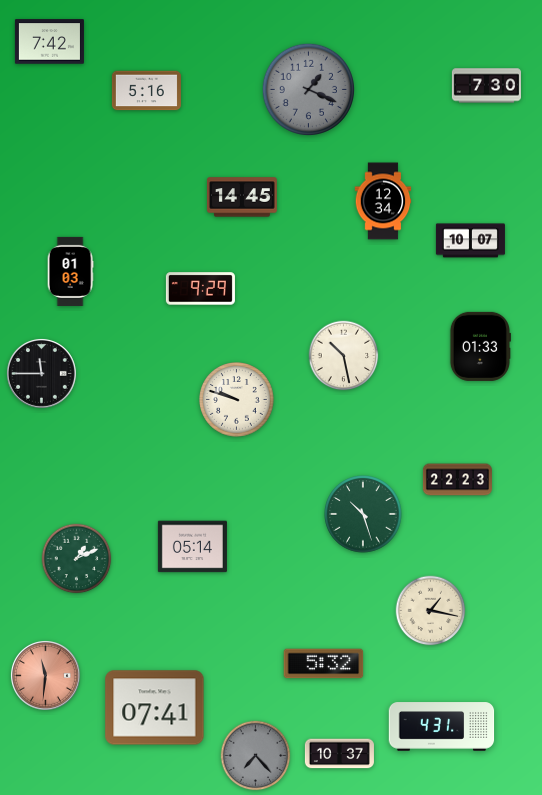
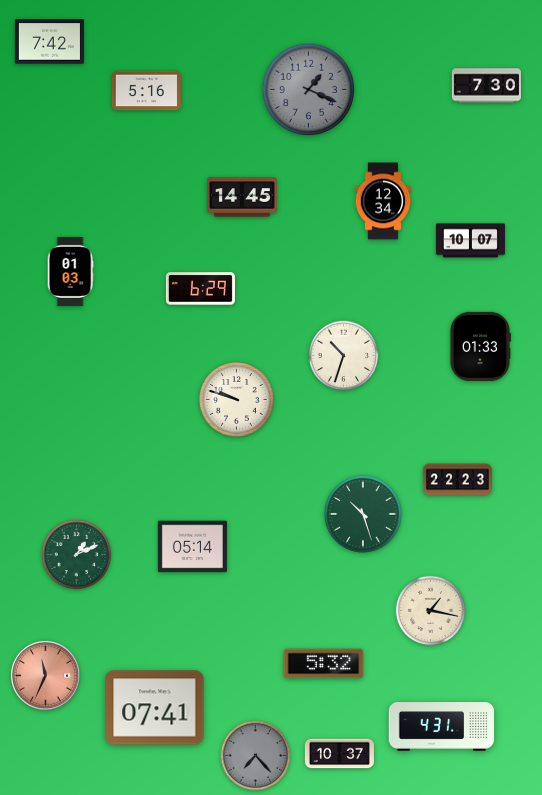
clock at (200, 289): 9:29 -> 6:29
clock at (344, 356): 10:28 -> 10:33
clock at (41, 373): 11:45 -> none
clock at (77, 559) position: (77, 559) -> (77, 555)
clock at (45, 675): 11:31 -> 11:34
